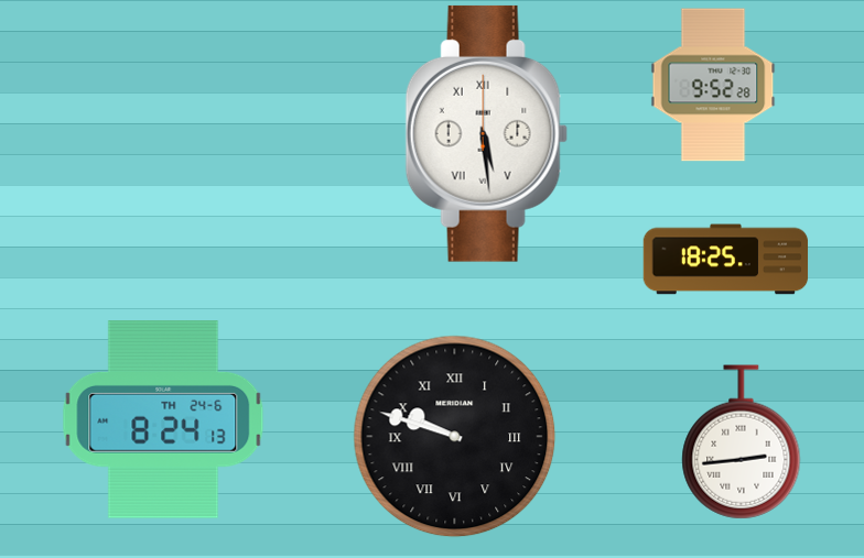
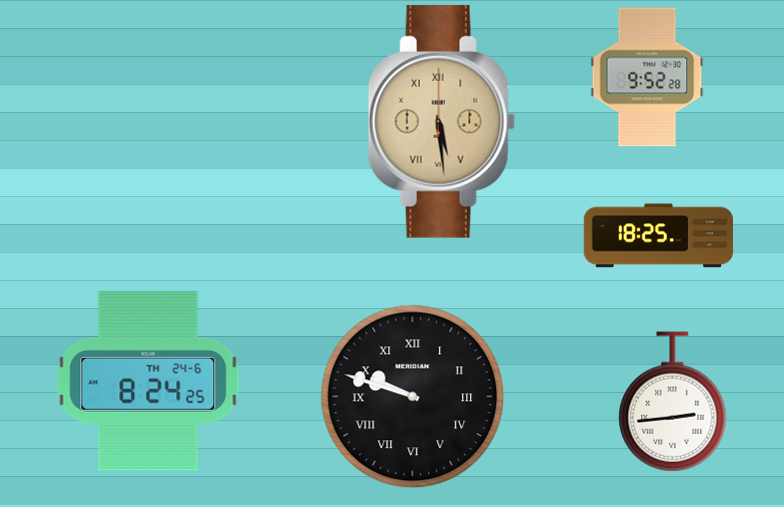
clock at (486, 133) dial: white -> champagne
clock at (163, 419): 8:24:13 -> 8:24:25
